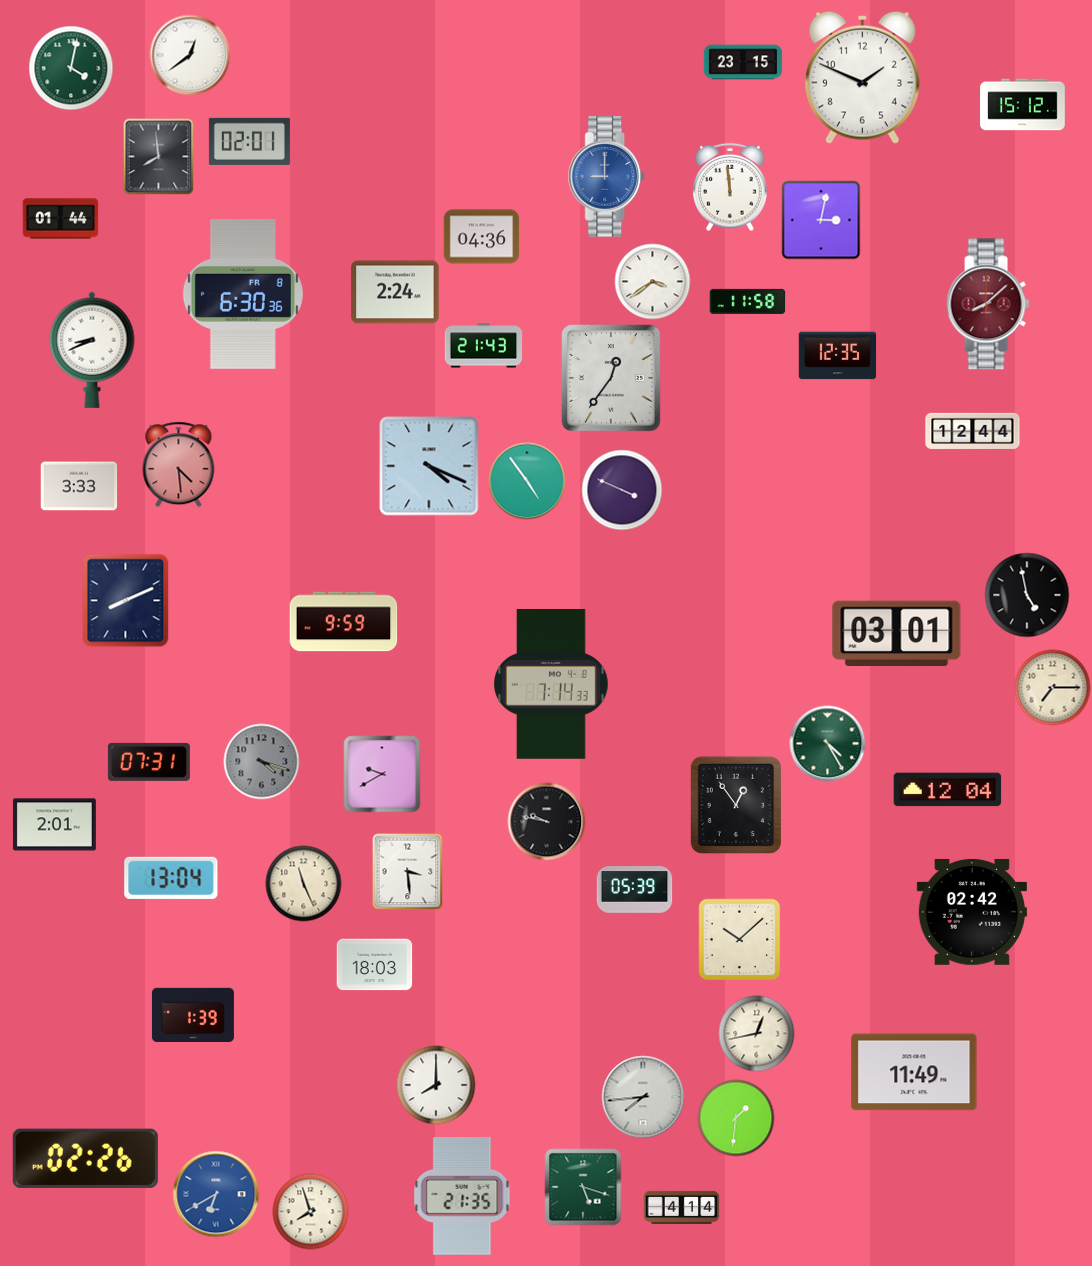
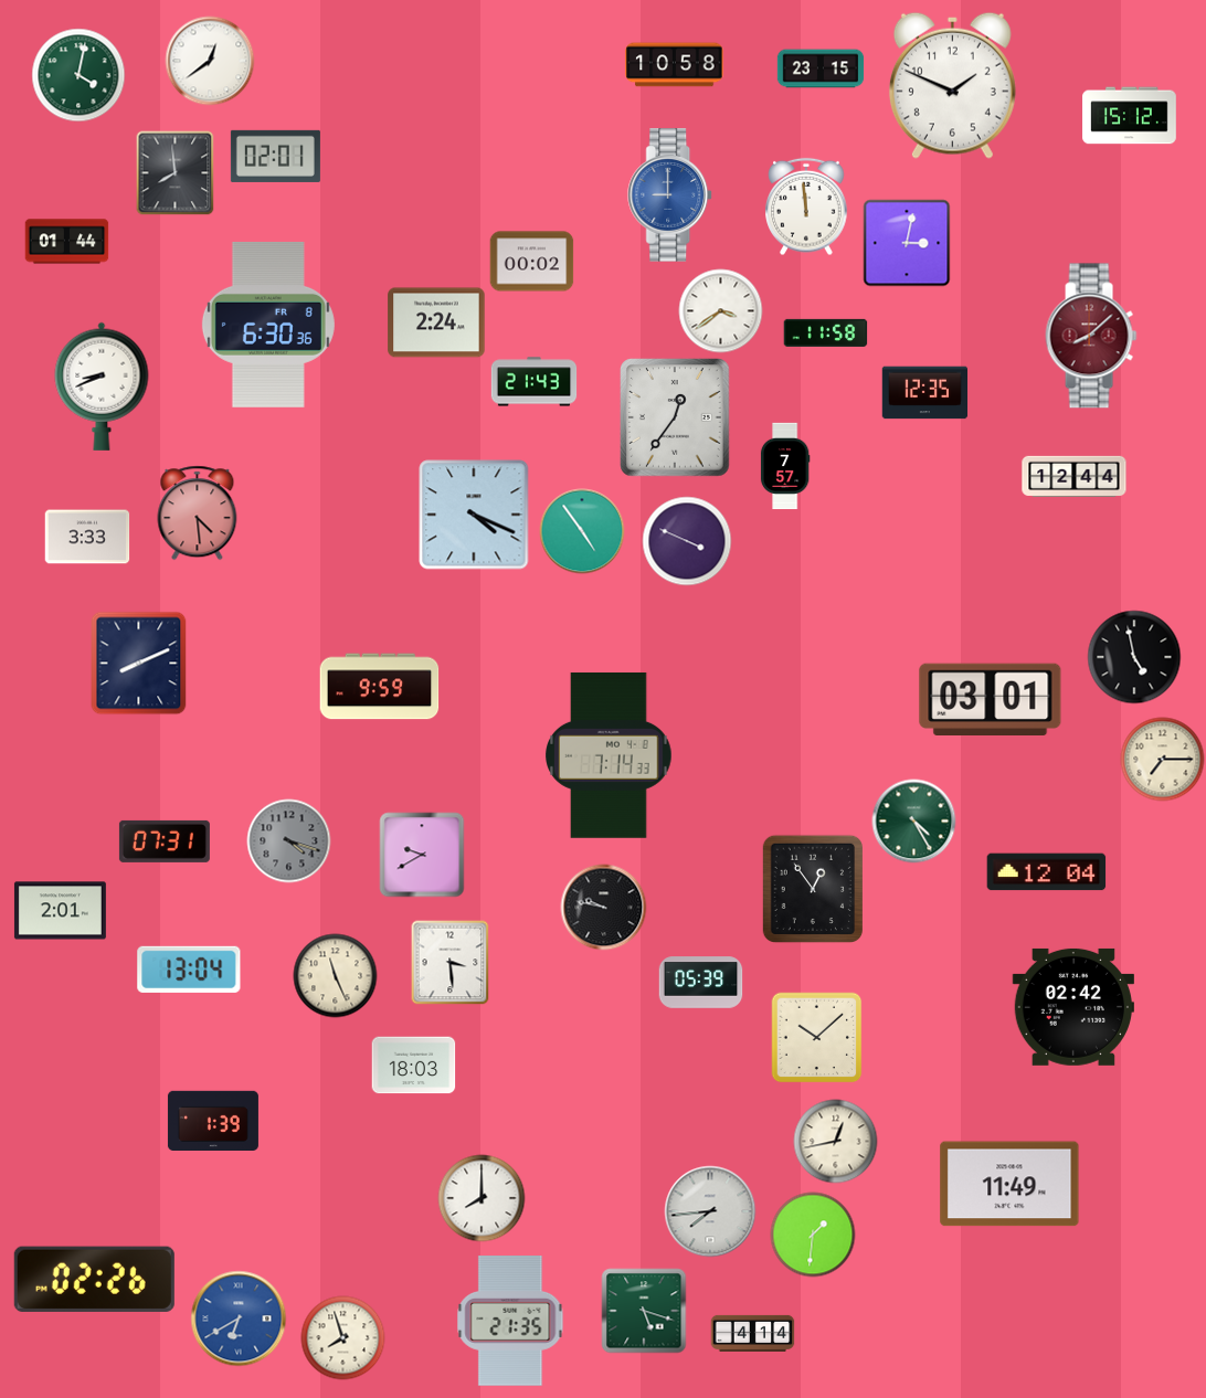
clock at (675, 65): none -> 10:58
clock at (482, 237): 04:36 -> 00:02
clock at (785, 466): none -> 7:57
